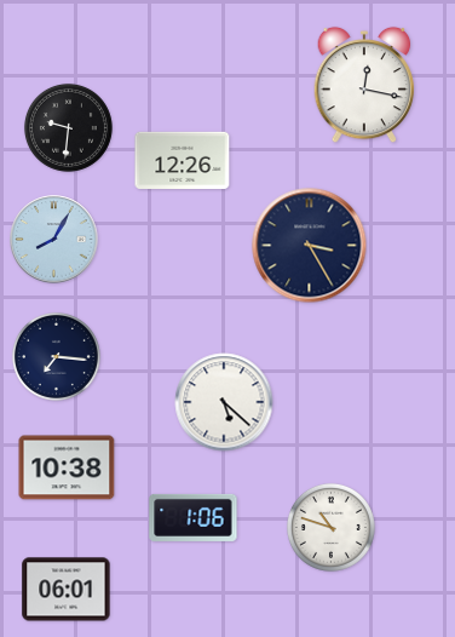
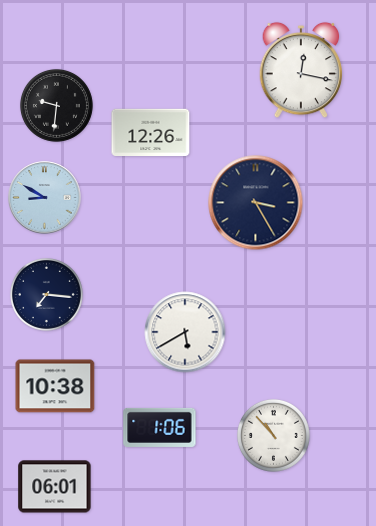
clock at (54, 240): 8:05 -> 8:50
clock at (224, 402): 5:22 -> 5:40
clock at (330, 527): 10:48 -> 10:53
